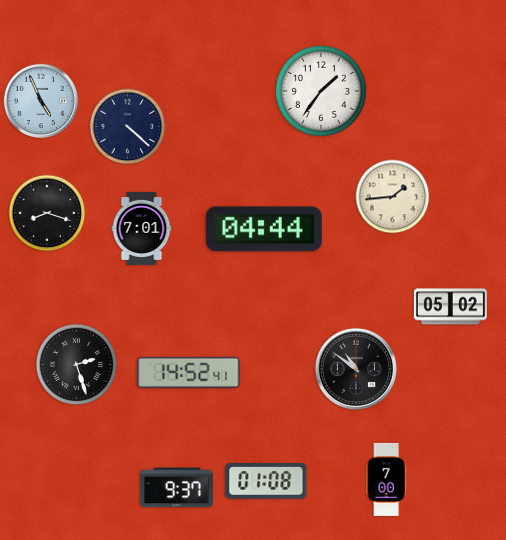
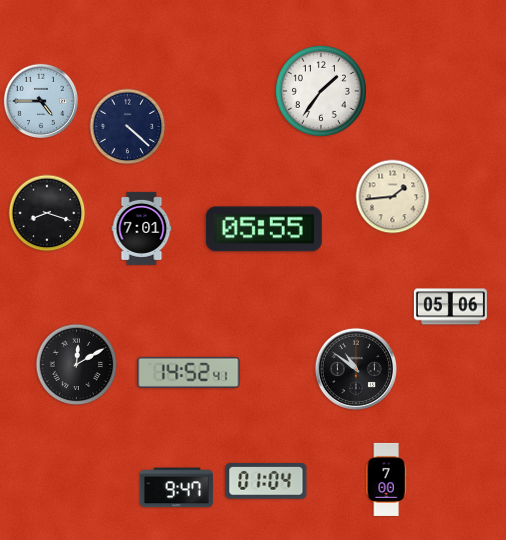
clock at (40, 100): 4:56 -> 4:45
clock at (264, 229): 04:44 -> 05:55
clock at (450, 307): 05:02 -> 05:06
clock at (77, 365): 2:27 -> 12:10
clock at (266, 482): 01:08 -> 01:04
clock at (176, 488): 9:37 -> 9:47
